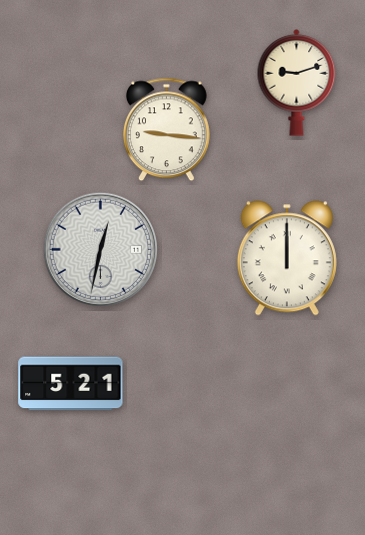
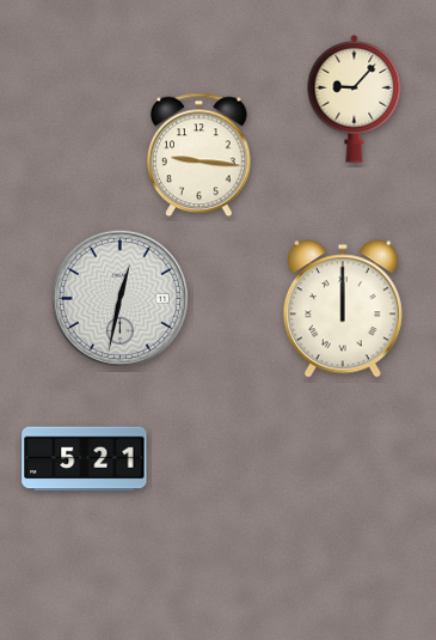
clock at (297, 83): 9:12 -> 9:07
